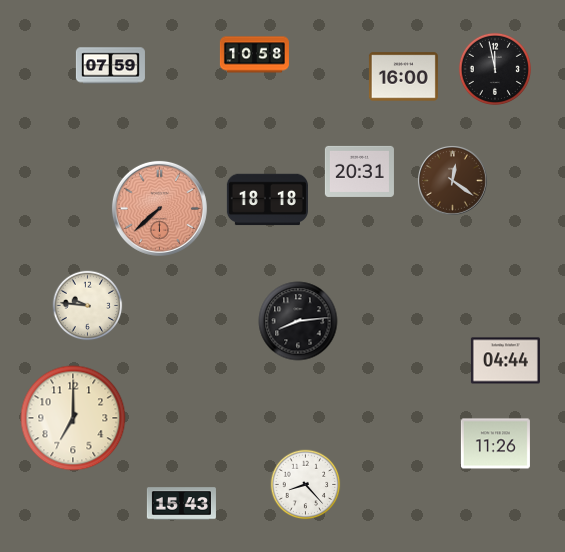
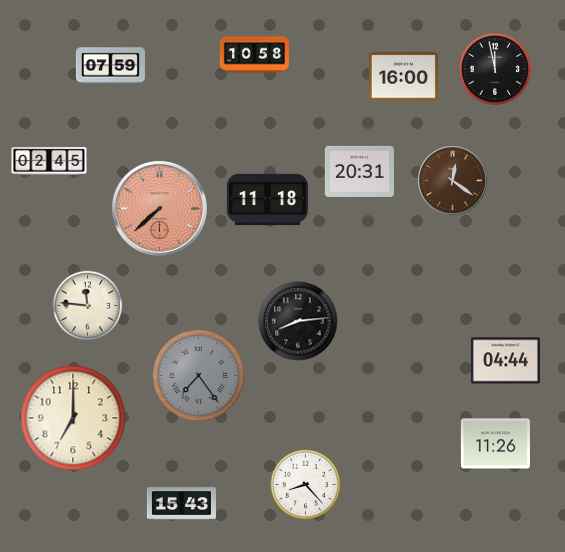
clock at (49, 161): none -> 02:45
clock at (267, 200): 18:18 -> 11:18
clock at (88, 306): 9:46 -> 11:46
clock at (198, 375): none -> 7:24
